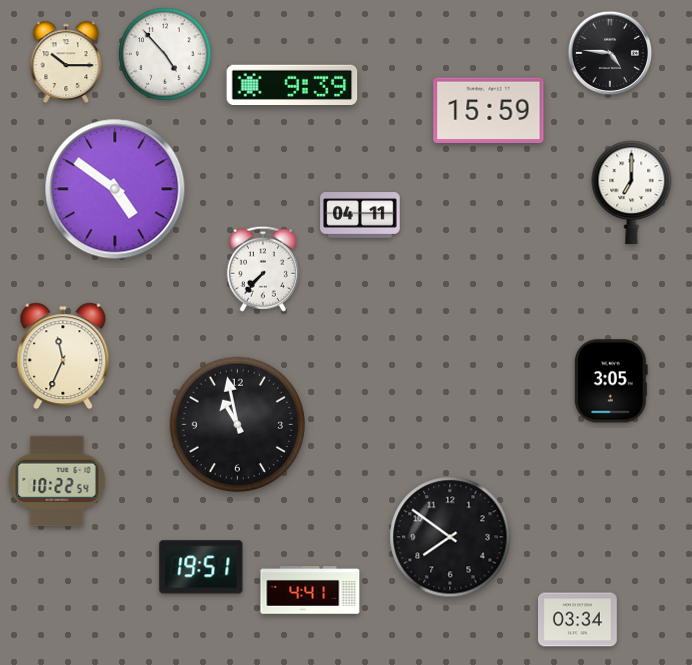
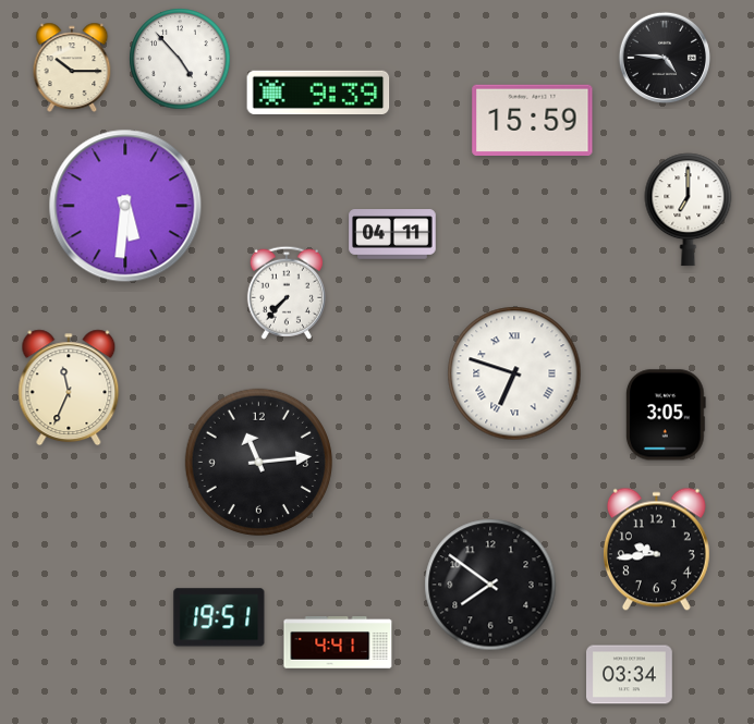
clock at (115, 189): 4:51 -> 5:31
clock at (514, 373): none -> 6:48
clock at (237, 424): 10:58 -> 11:14
clock at (57, 481): 10:22 -> none
clock at (656, 550): none -> 9:44
